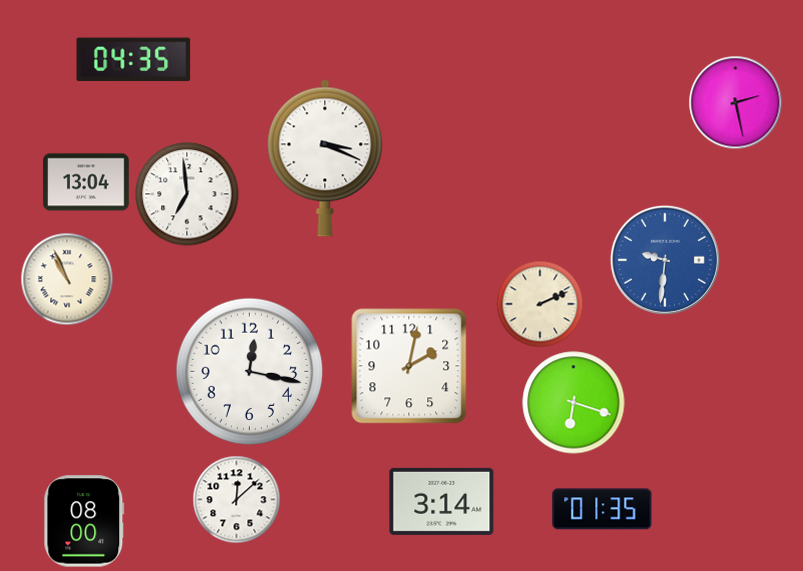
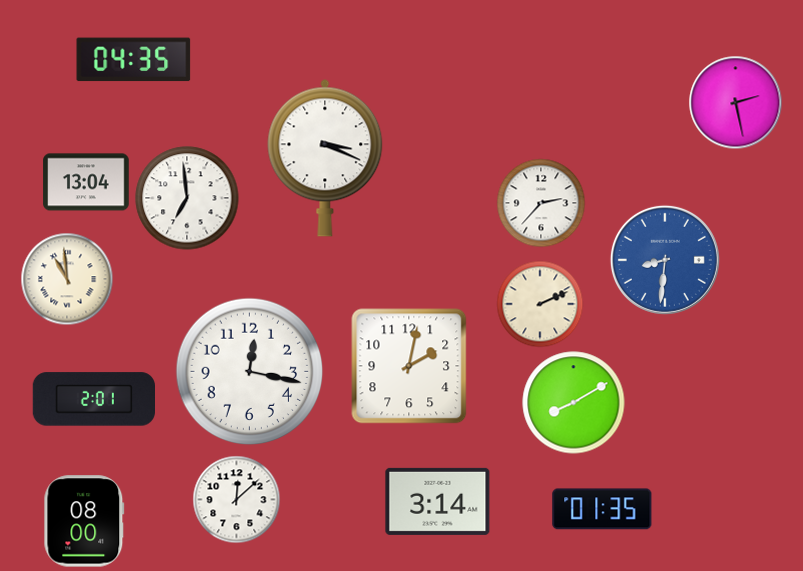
clock at (187, 194) position: (187, 194) -> (187, 198)
clock at (541, 203): none -> 2:37
clock at (665, 260): 9:31 -> 8:31
clock at (67, 279): 10:56 -> 10:59
clock at (93, 399): none -> 2:01
clock at (574, 403): 6:18 -> 8:10
clock at (442, 501) position: (442, 501) -> (438, 501)
